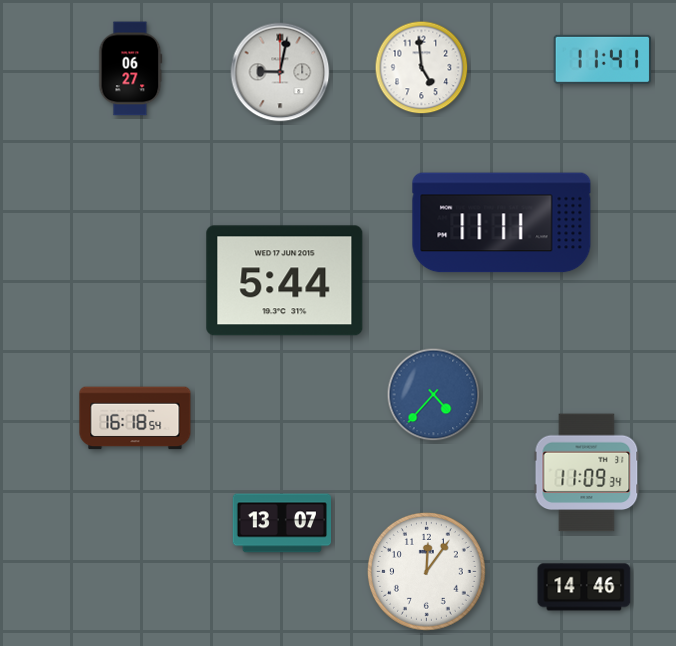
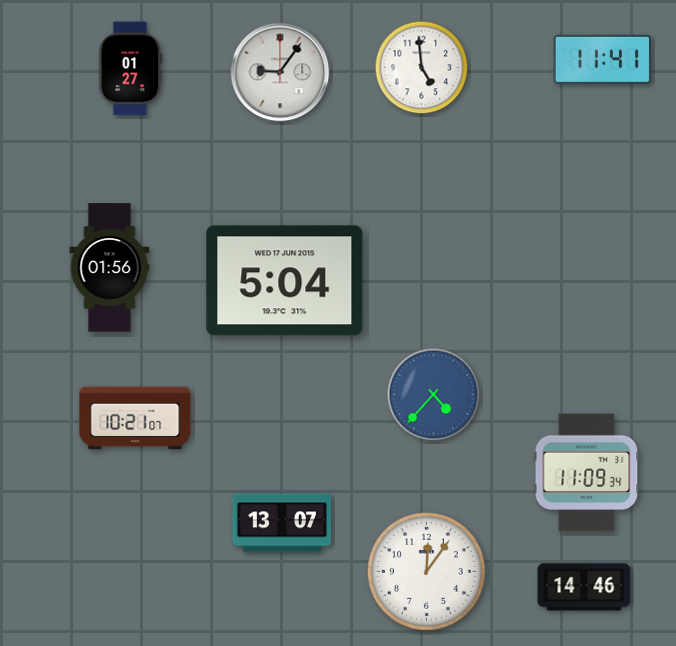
clock at (131, 69): 06:27 -> 01:27
clock at (280, 72): 9:02 -> 9:06
clock at (502, 223): 11:11 -> none
clock at (110, 268): none -> 01:56
clock at (285, 281): 5:44 -> 5:04
clock at (135, 418): 16:18 -> 10:21
